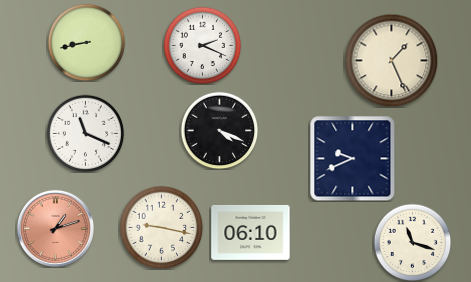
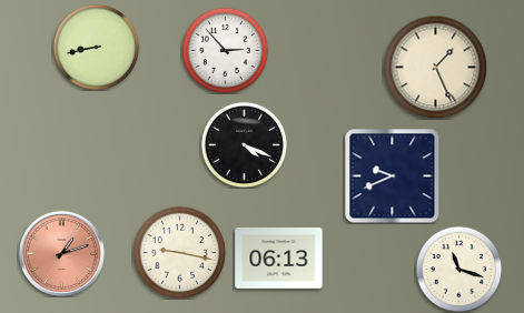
clock at (202, 45): 2:19 -> 2:53
clock at (85, 133): 11:19 -> none
clock at (251, 233): 06:10 -> 06:13
